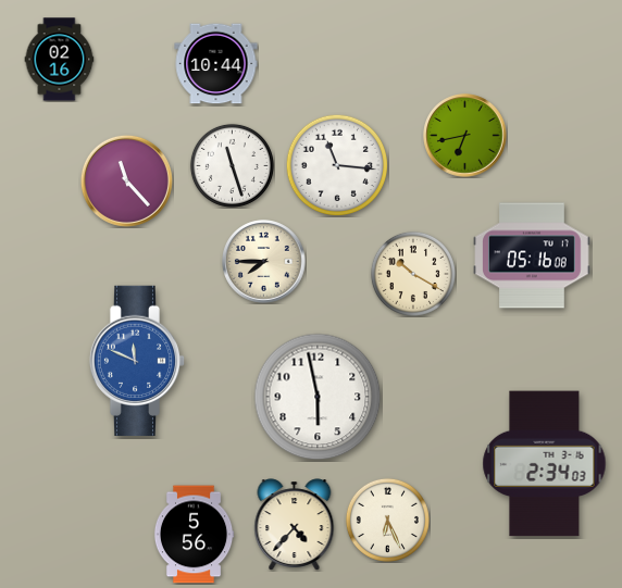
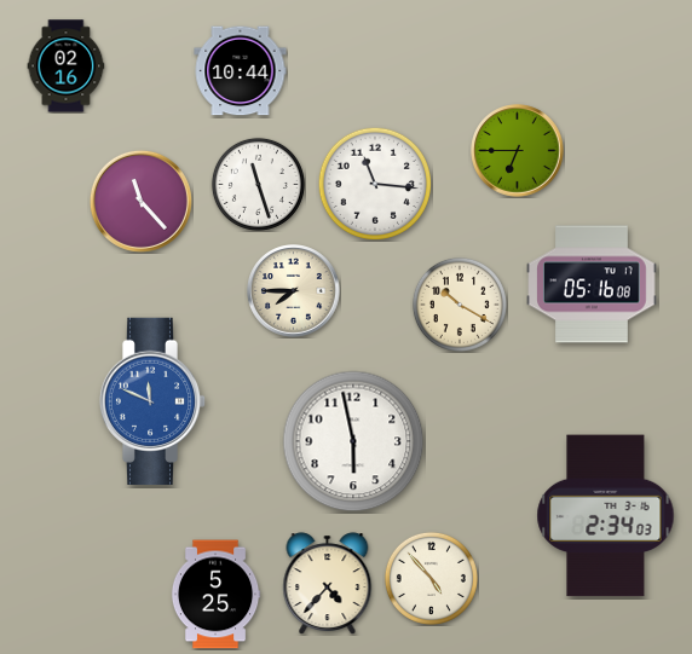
clock at (465, 136): 6:43 -> 6:45
clock at (387, 520): 6:26 -> 4:53
clock at (194, 535): 5:56 -> 5:25
